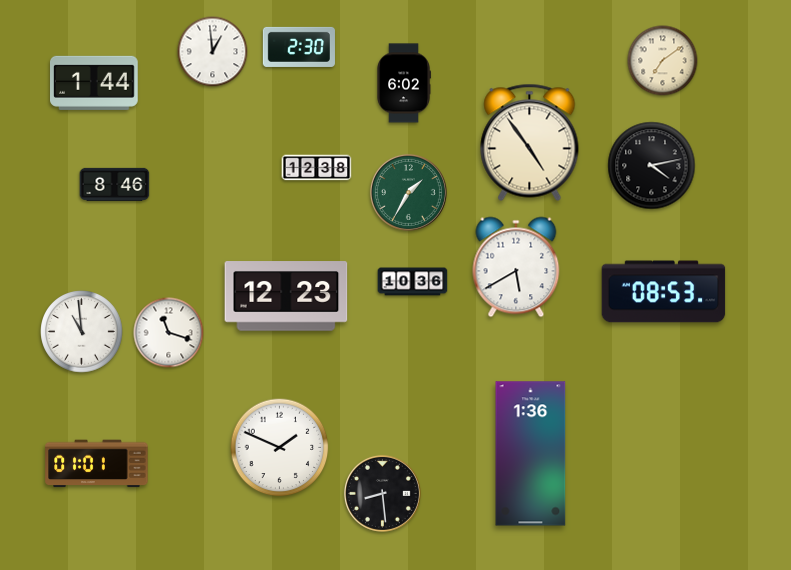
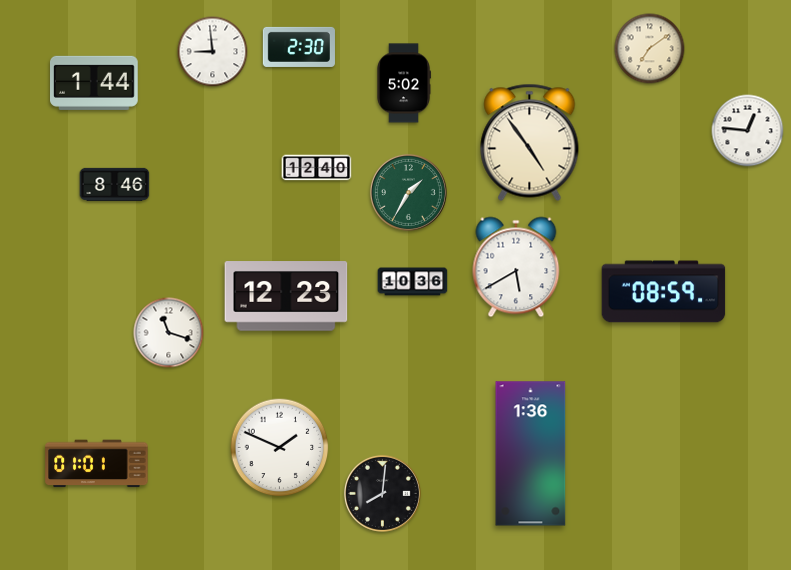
clock at (213, 52): 12:59 -> 8:59
clock at (663, 61) position: (663, 61) -> (650, 49)
clock at (403, 83): 6:02 -> 5:02
clock at (748, 131): none -> 12:46
clock at (652, 166): 4:13 -> none
clock at (317, 168): 12:38 -> 12:40
clock at (664, 292): 08:53 -> 08:59
clock at (82, 332): 10:59 -> none
clock at (382, 493): 8:29 -> 8:01
